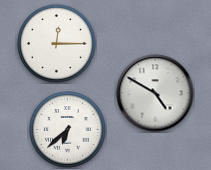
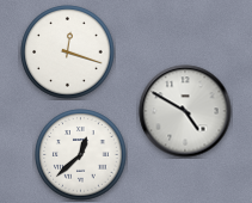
clock at (57, 44): 12:15 -> 12:18
clock at (68, 130): 6:38 -> 12:38
